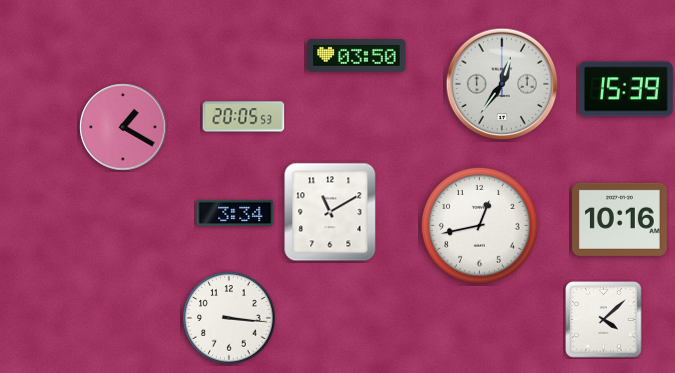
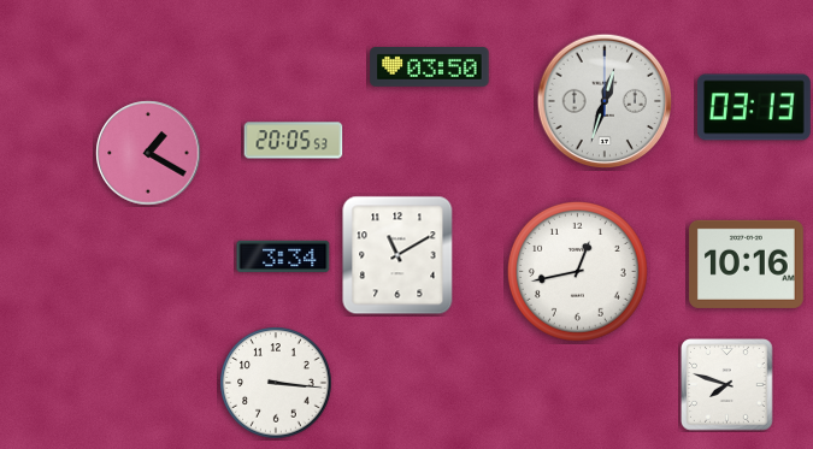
clock at (502, 84): 12:36 -> 12:33
clock at (626, 89): 15:39 -> 03:13
clock at (604, 320): 4:08 -> 7:48
